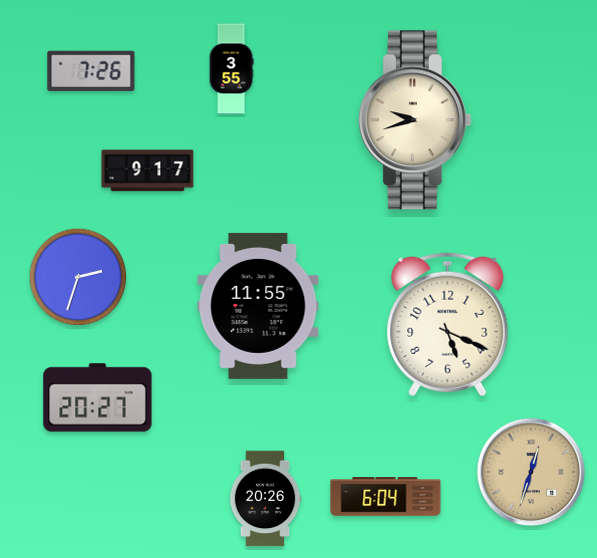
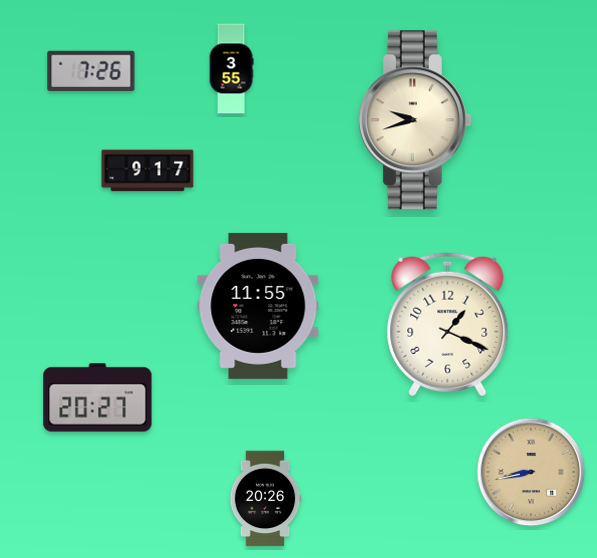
clock at (78, 277): 2:33 -> none
clock at (448, 325): 5:19 -> 1:19
clock at (531, 472): 12:33 -> 8:43
clock at (386, 497): 6:04 -> none
